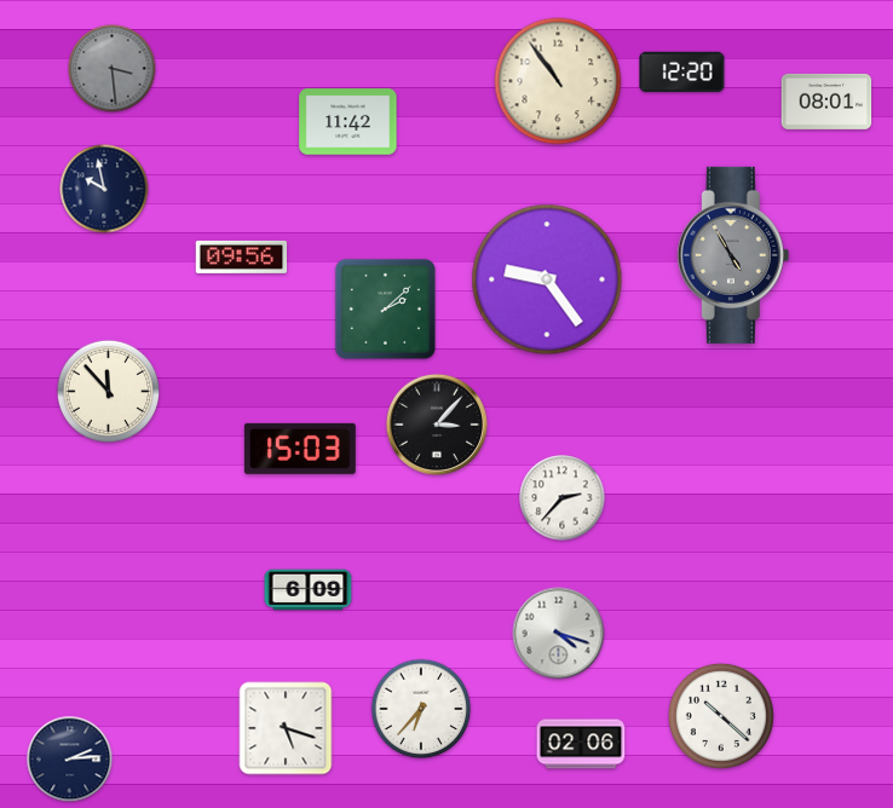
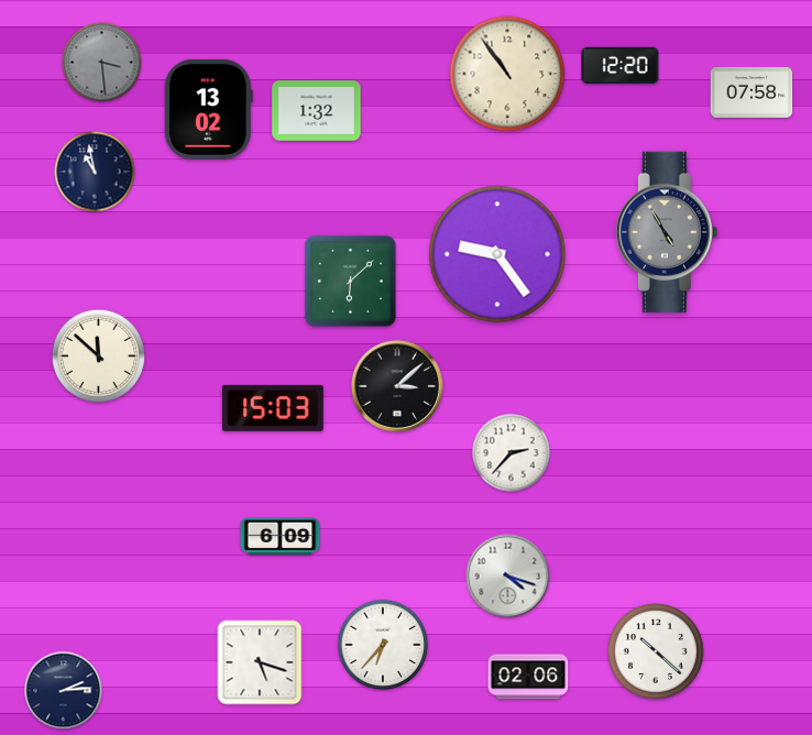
clock at (826, 102): 08:01 -> 07:58
clock at (208, 109): none -> 13:02
clock at (348, 122): 11:42 -> 1:32
clock at (104, 189): 9:58 -> 10:58
clock at (242, 256): 09:56 -> none
clock at (385, 308): 2:08 -> 6:08
clock at (109, 392): 11:53 -> 11:52
clock at (436, 423): 3:07 -> 3:08
